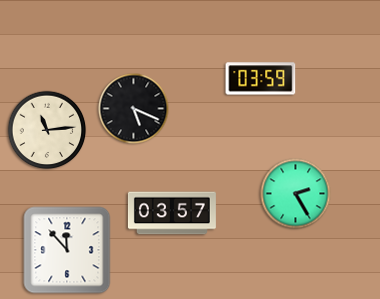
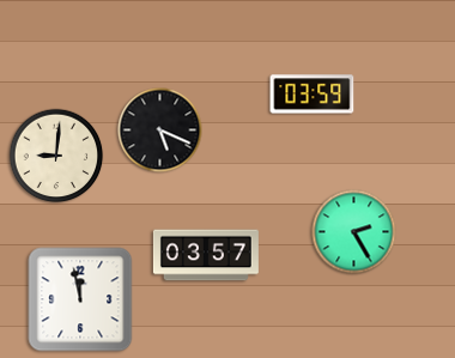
clock at (47, 130): 11:14 -> 9:01
clock at (67, 250): 11:53 -> 11:58
